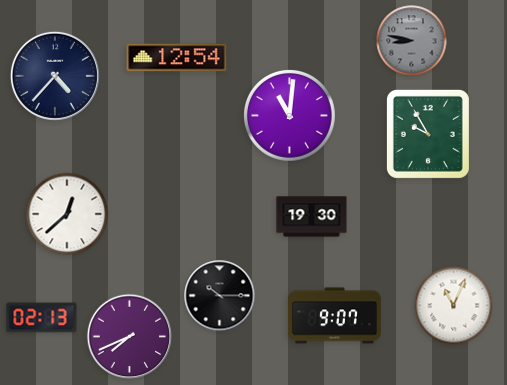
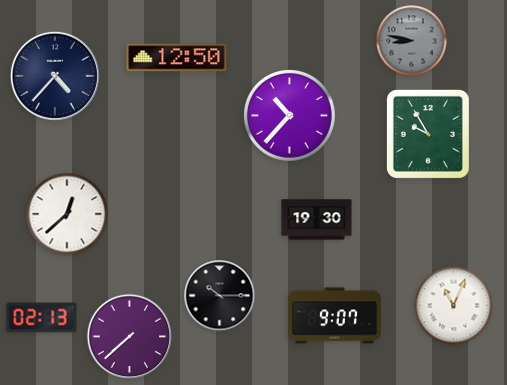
clock at (177, 58): 12:54 -> 12:50
clock at (290, 116): 11:01 -> 10:37
clock at (312, 217) position: (312, 217) -> (317, 220)
clock at (130, 337): 7:41 -> 7:38
